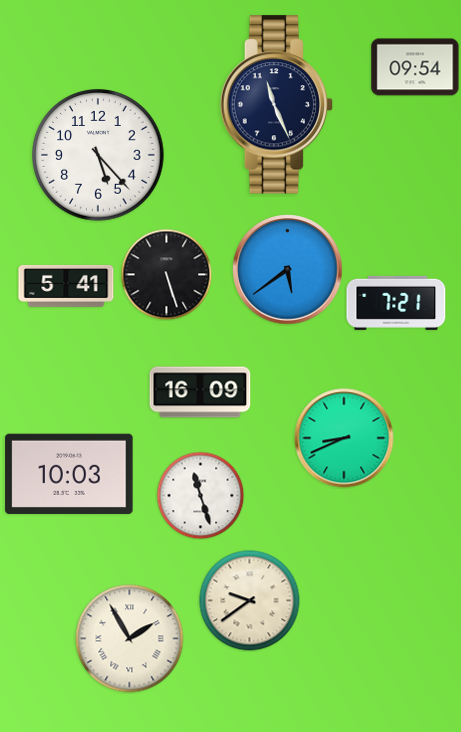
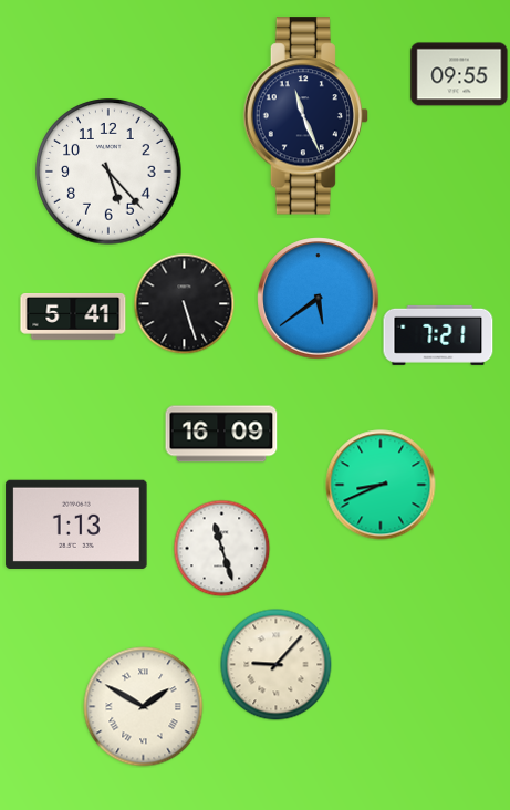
clock at (415, 67): 09:54 -> 09:55
clock at (69, 474): 10:03 -> 1:13
clock at (250, 601): 9:39 -> 9:07
clock at (130, 639): 1:55 -> 1:50
